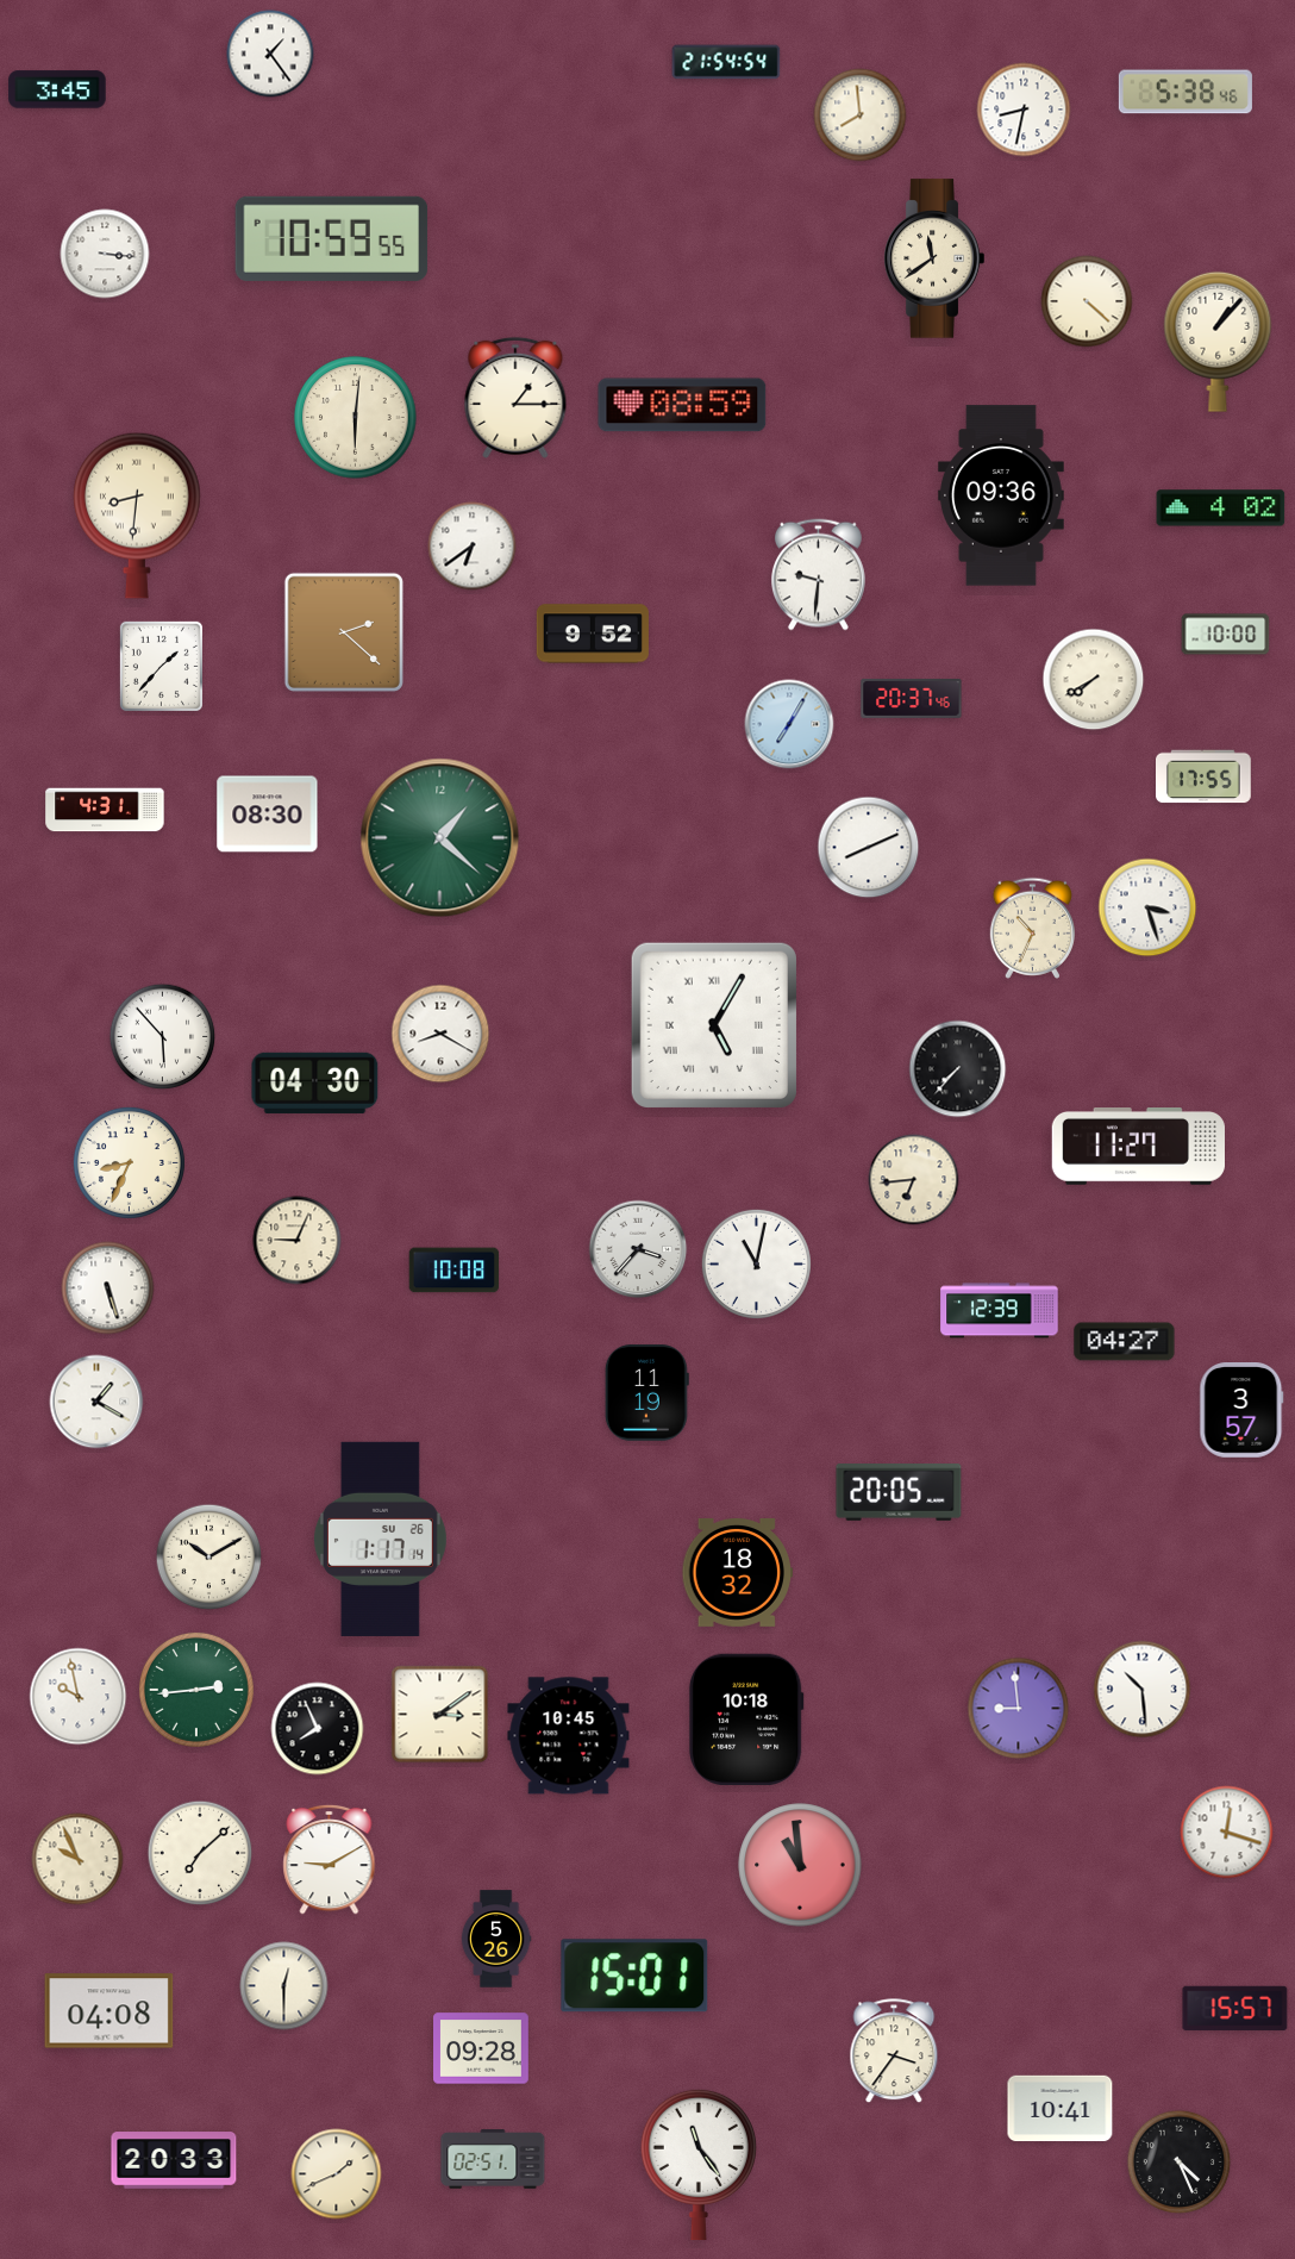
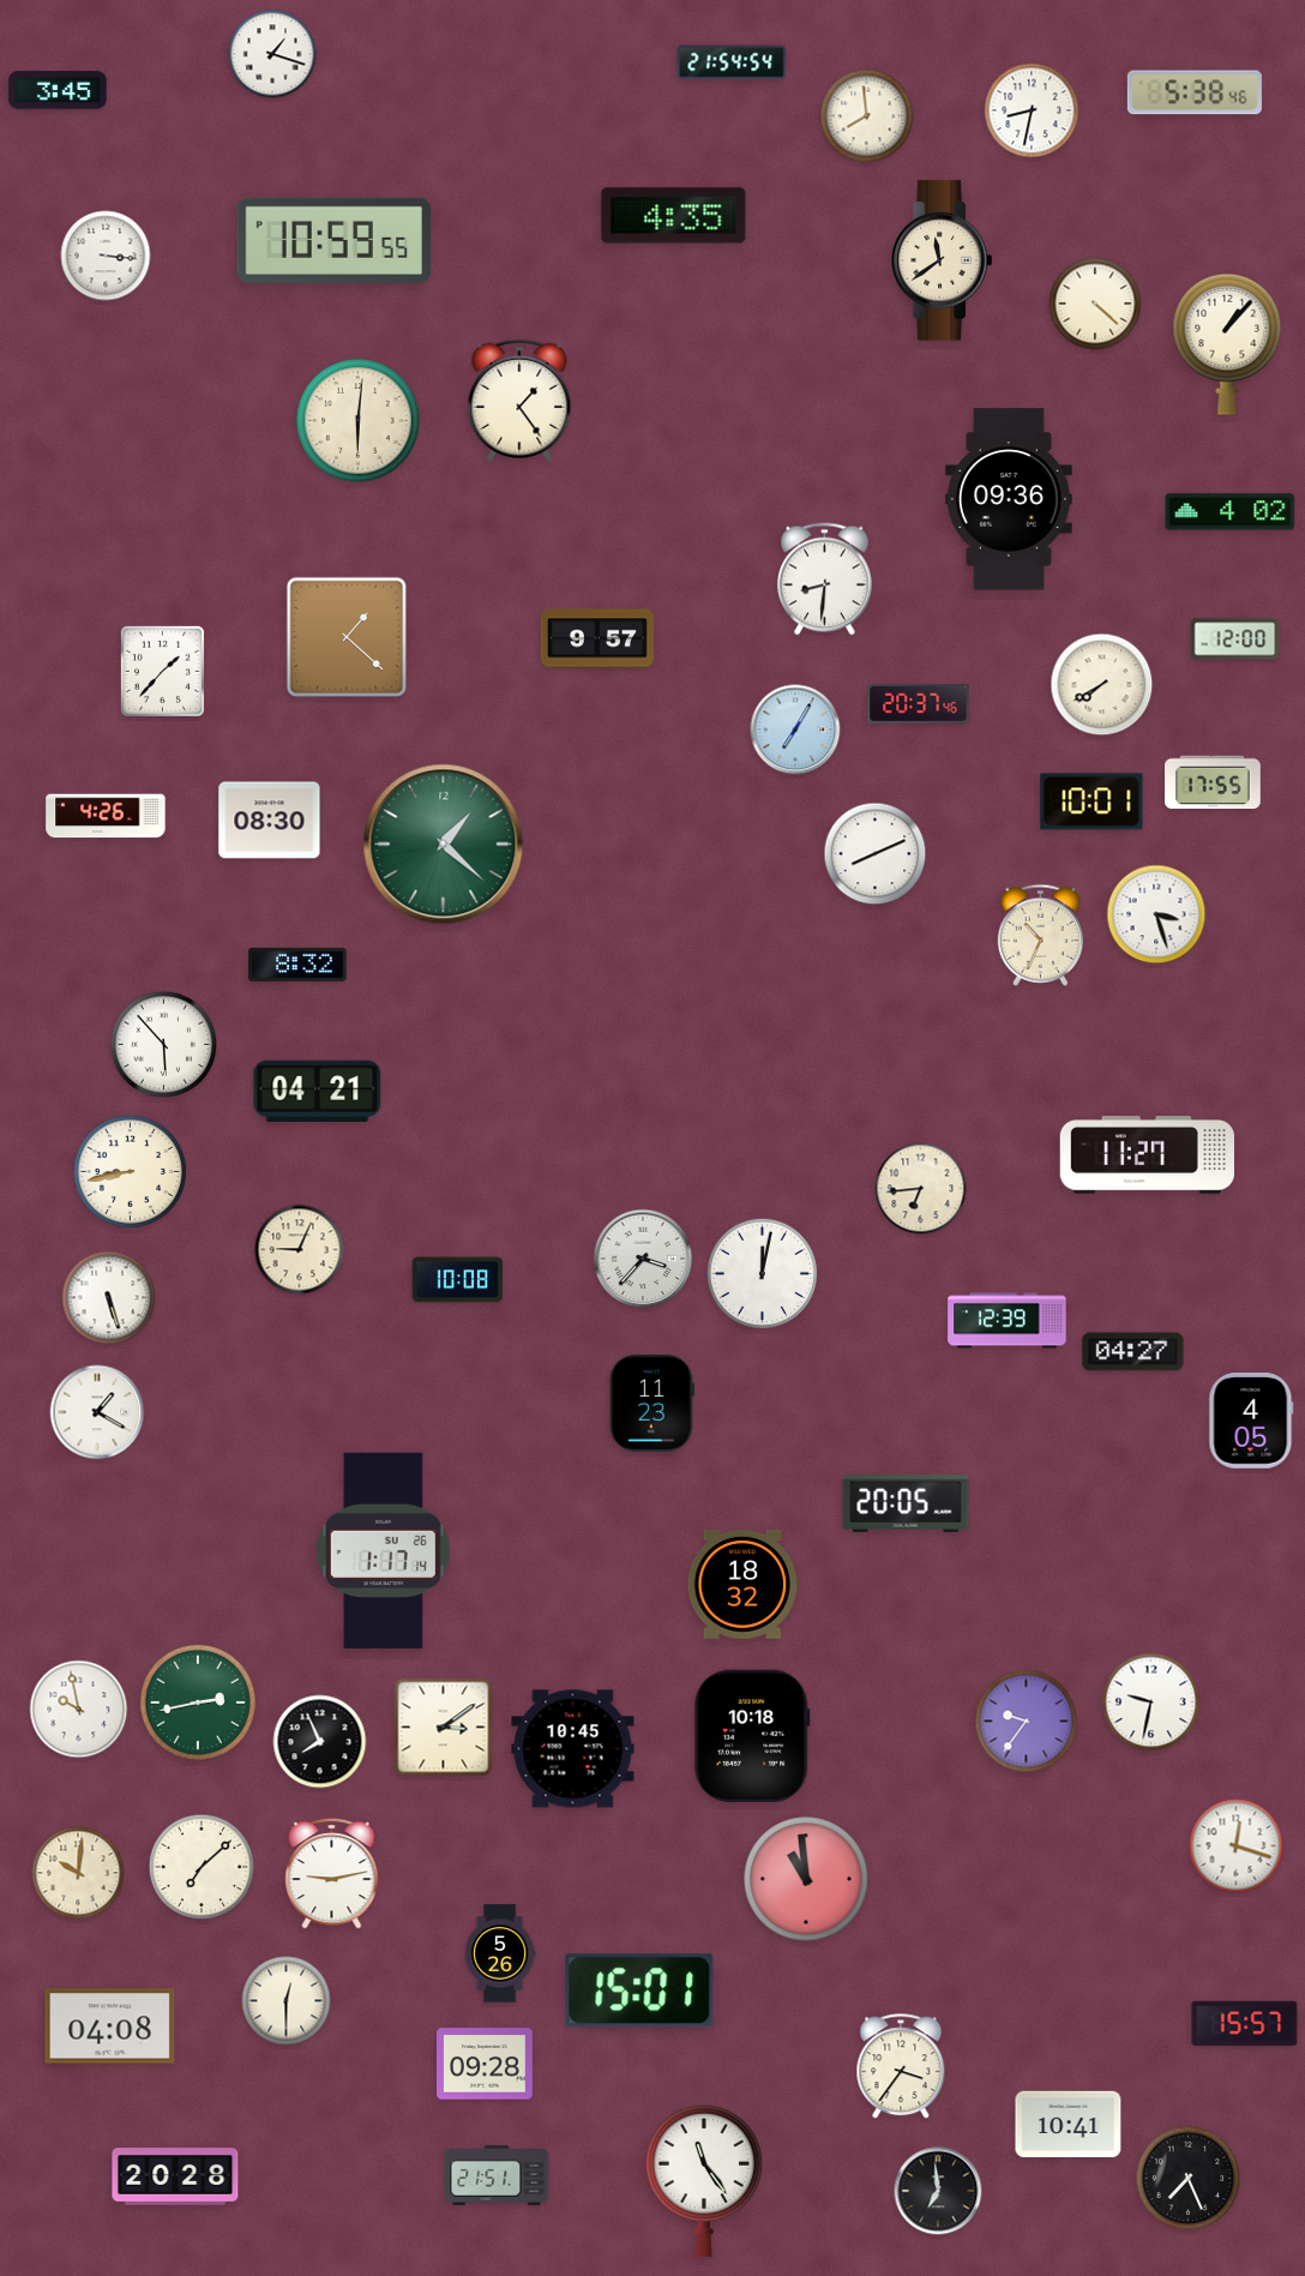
clock at (270, 54): 1:24 -> 1:18
clock at (674, 216): none -> 4:35
clock at (515, 398): 1:15 -> 1:24
clock at (682, 405): 08:59 -> none
clock at (138, 516): 8:31 -> none
clock at (473, 547): 6:39 -> none
clock at (818, 575): 9:31 -> 8:31
clock at (344, 632): 2:22 -> 1:22
clock at (593, 634): 9:52 -> 9:57
clock at (1226, 635): 10:00 -> 12:00
clock at (1091, 801): none -> 10:01
clock at (105, 810): 4:31 -> 4:26
clock at (297, 965): none -> 8:32
clock at (714, 1025): 5:05 -> none
clock at (440, 1034): 8:20 -> none
clock at (958, 1069): 7:37 -> none
clock at (315, 1082): 04:30 -> 04:21
clock at (129, 1162): 8:34 -> 8:43
clock at (756, 1263): 11:02 -> 12:02
clock at (646, 1393): 11:19 -> 11:23
clock at (1241, 1411): 3:57 -> 4:05
clock at (209, 1558): 10:10 -> none
clock at (196, 1690): 2:44 -> 2:43
clock at (1143, 1690): 10:29 -> 9:32
clock at (1019, 1709): 8:59 -> 9:36
clock at (746, 1720) position: (746, 1720) -> (752, 1736)
clock at (77, 1859): 9:56 -> 10:01
clock at (330, 1859): 9:10 -> 9:13
clock at (493, 2159): 02:51 -> 21:51
clock at (174, 2160): 20:33 -> 20:28
clock at (1180, 2163): 4:26 -> 7:26
clock at (337, 2174): 1:41 -> none
clock at (938, 2191): none -> 6:59
